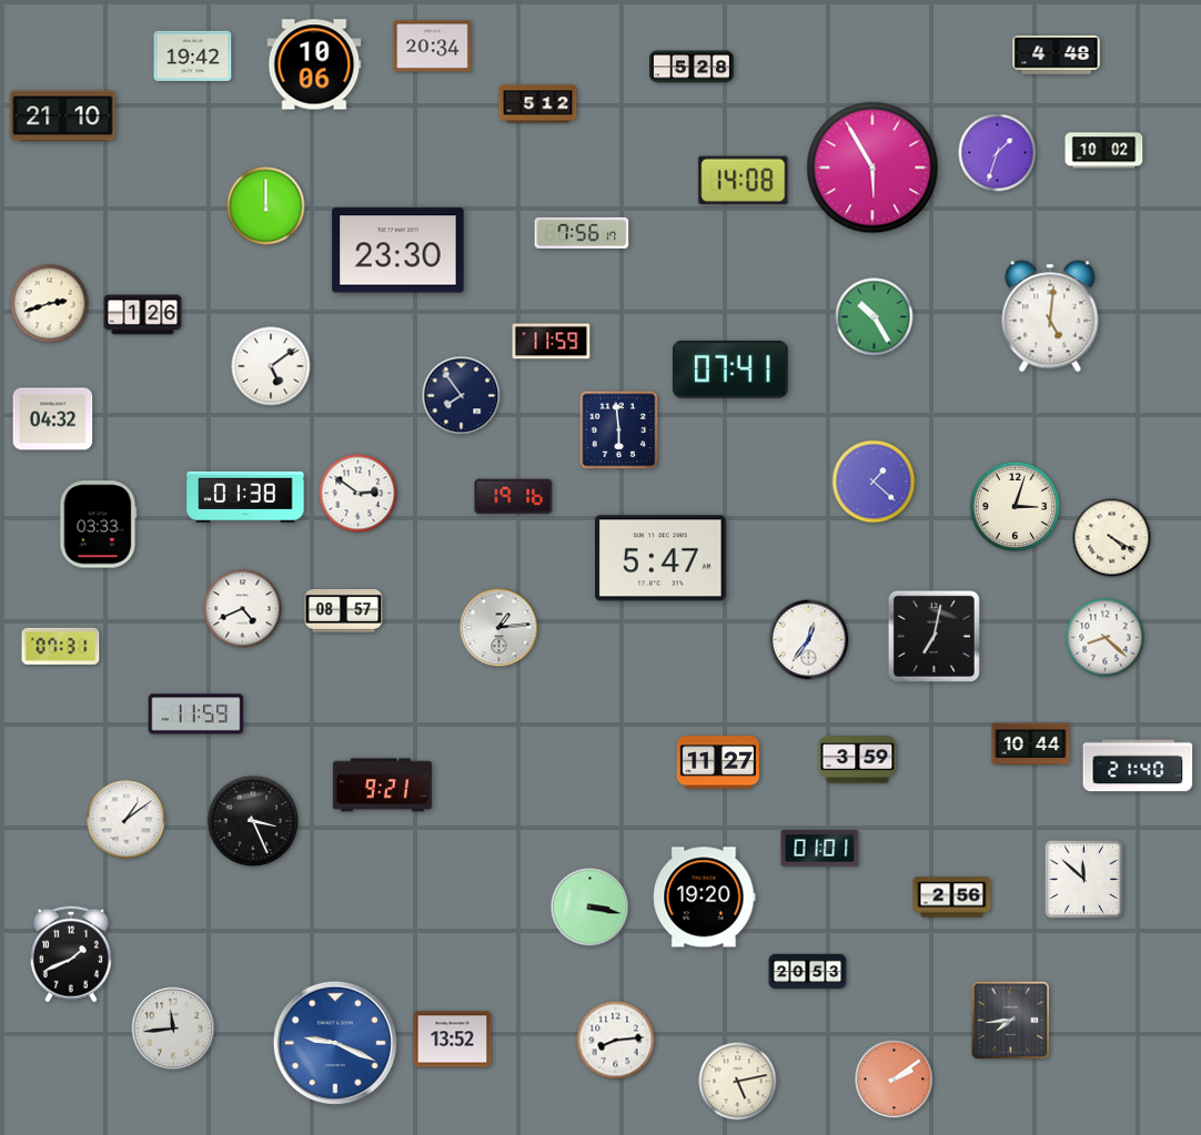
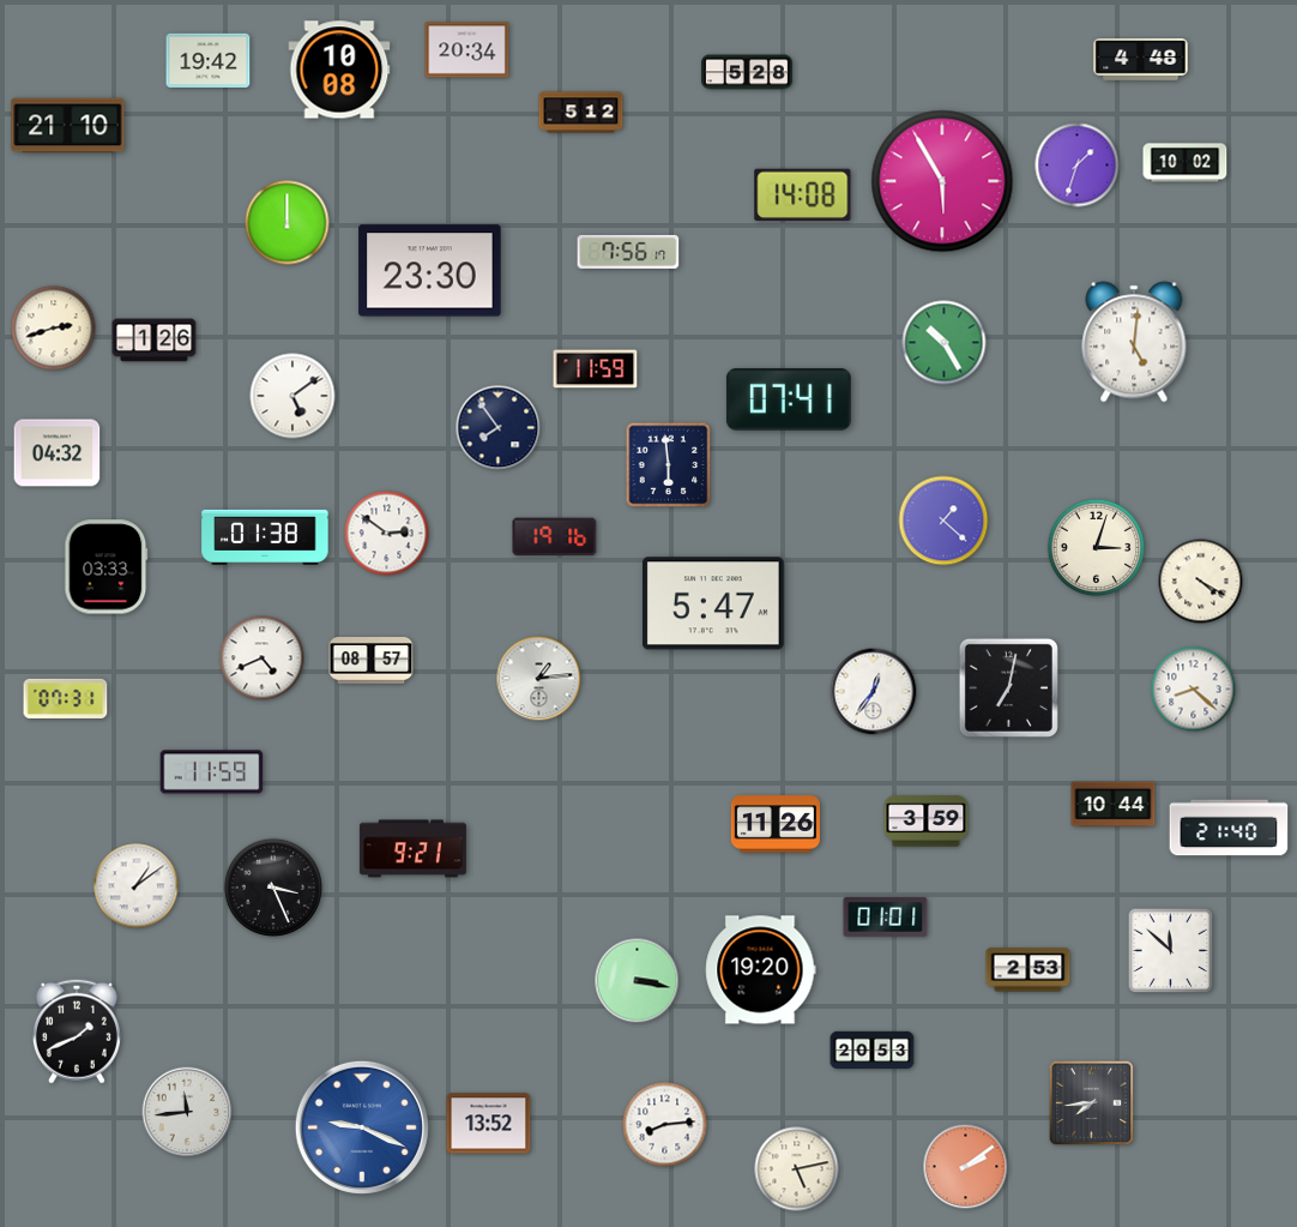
clock at (314, 64): 10:06 -> 10:08
clock at (1104, 151) position: (1104, 151) -> (1186, 163)
clock at (718, 762): 11:27 -> 11:26
clock at (952, 898): 2:56 -> 2:53
